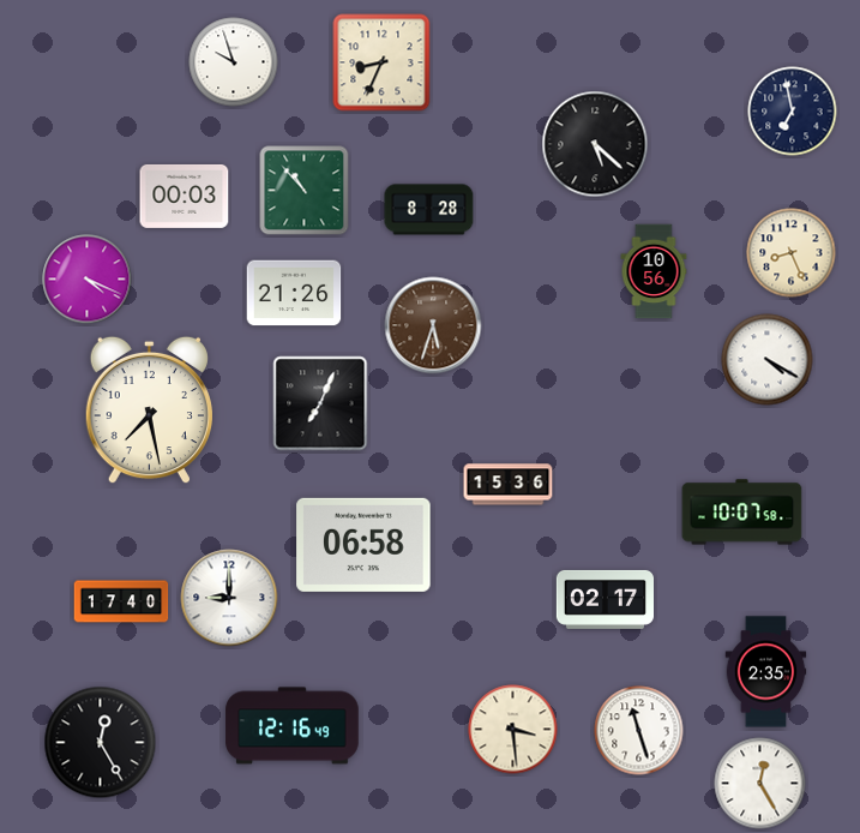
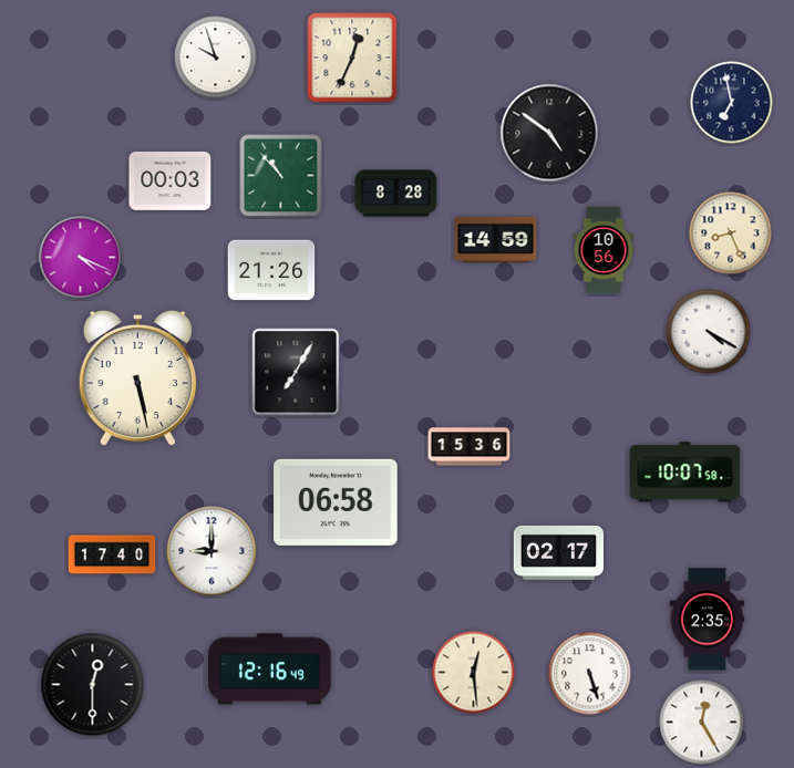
clock at (381, 62): 8:34 -> 12:34
clock at (595, 144): 5:22 -> 4:51
clock at (496, 239): none -> 14:59
clock at (433, 325): 5:33 -> none
clock at (320, 403): 7:04 -> 7:05
clock at (149, 410): 7:28 -> 5:28
clock at (513, 730): 3:29 -> 12:29
clock at (639, 731): 11:27 -> 5:27
clock at (101, 743): 12:25 -> 12:30
